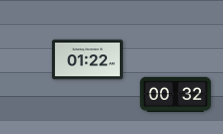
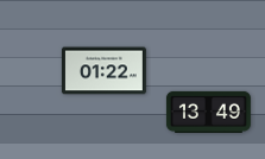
clock at (175, 94): 00:32 -> 13:49
